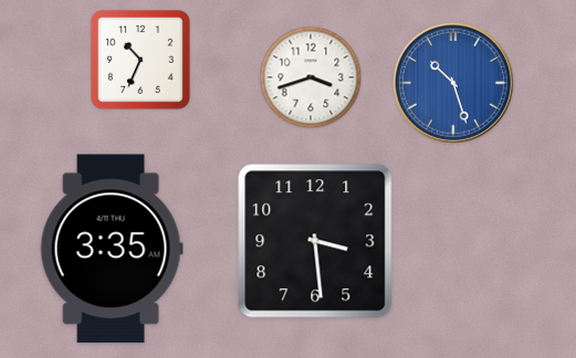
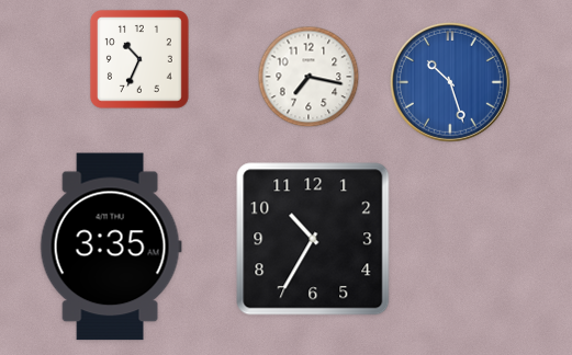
clock at (311, 77): 3:42 -> 7:17
clock at (315, 241): 3:29 -> 10:35
